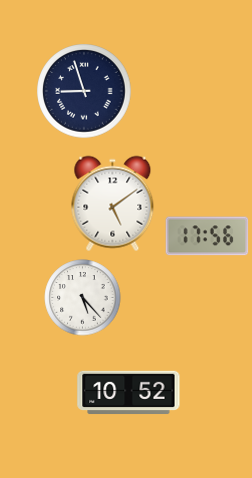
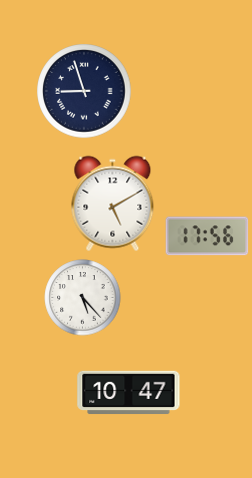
clock at (113, 204): 5:09 -> 5:10
clock at (129, 393): 10:52 -> 10:47
